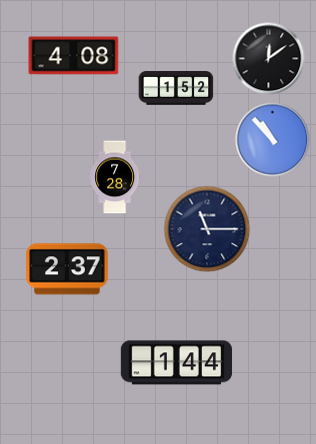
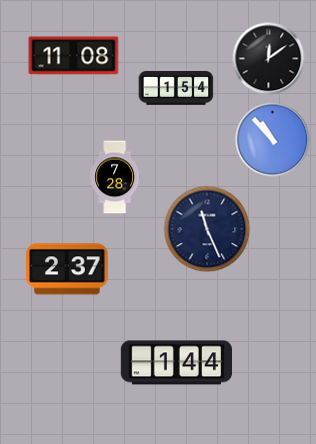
clock at (74, 56): 4:08 -> 11:08
clock at (176, 89): 1:52 -> 1:54
clock at (207, 229): 11:15 -> 11:26
